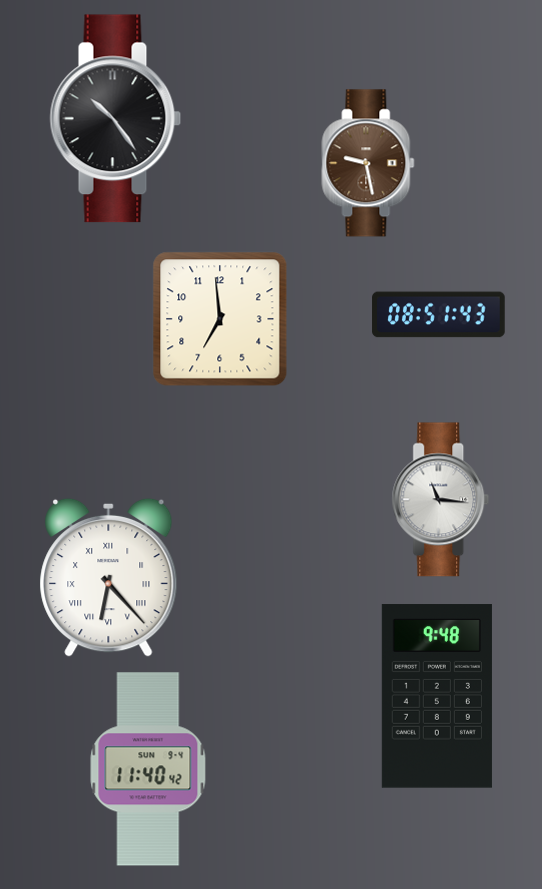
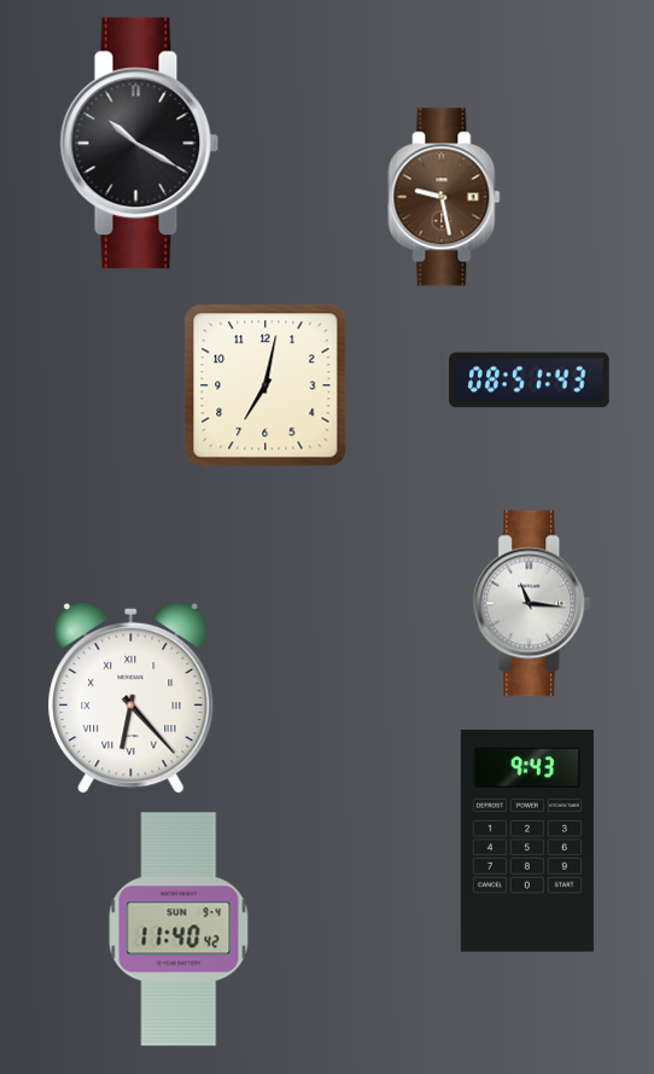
clock at (116, 119): 10:24 -> 10:20
clock at (220, 319): 6:59 -> 7:02
clock at (437, 696): 9:48 -> 9:43
